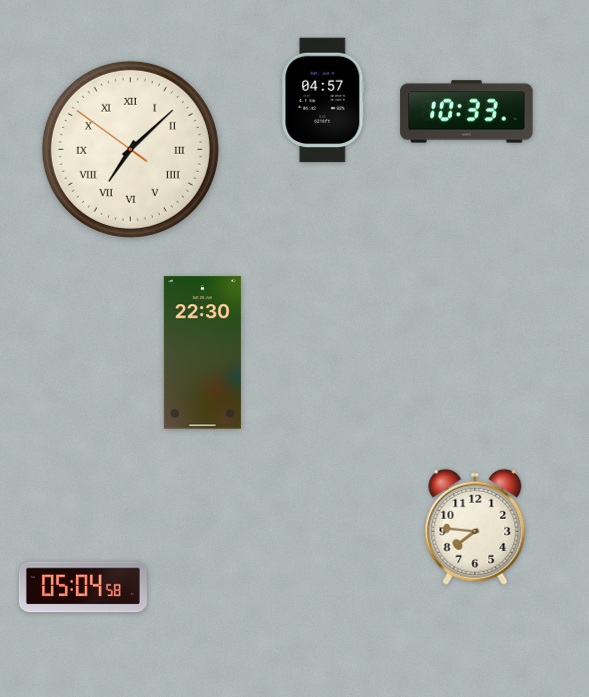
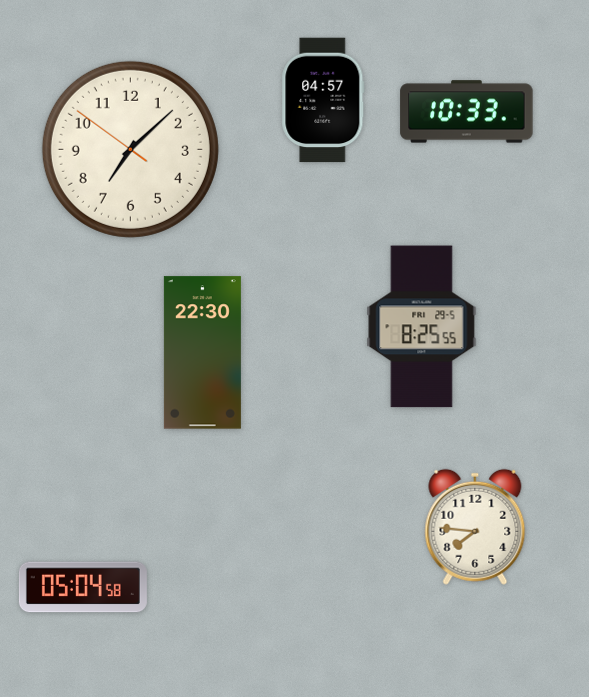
clock at (130, 149) numerals: Roman -> Arabic
clock at (422, 327): none -> 8:25
